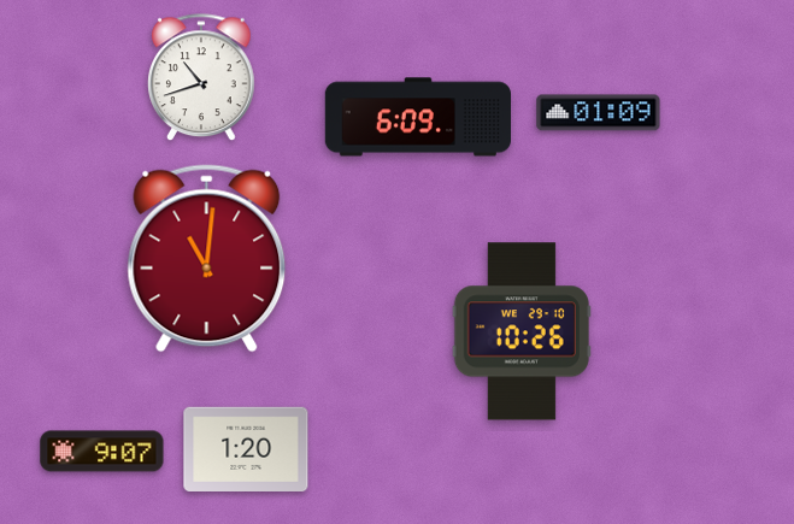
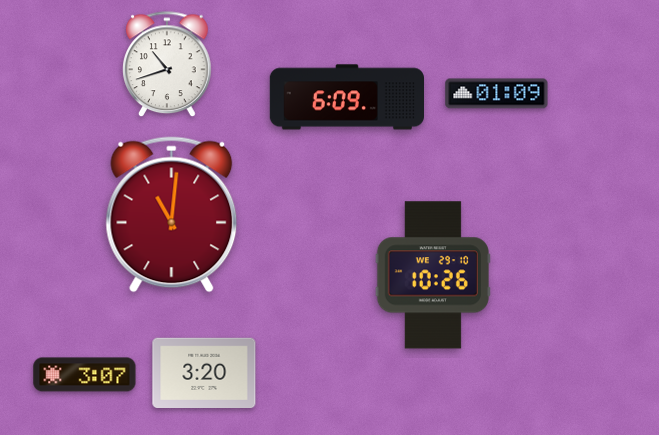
clock at (246, 448): 1:20 -> 3:20
clock at (102, 452): 9:07 -> 3:07
